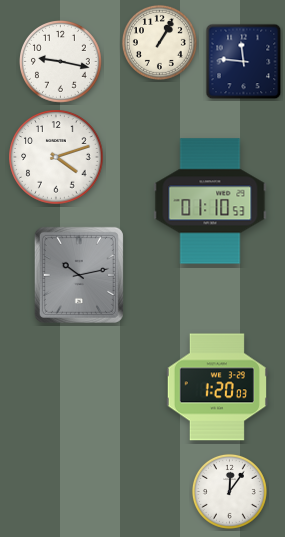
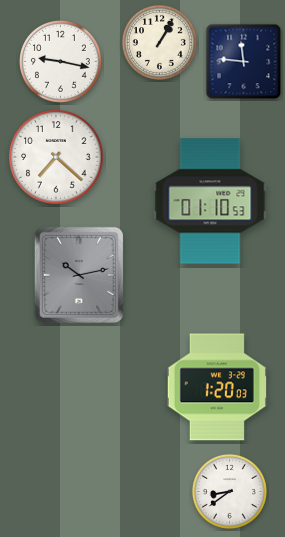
clock at (56, 157): 4:12 -> 7:22
clock at (229, 491): 12:06 -> 8:39
